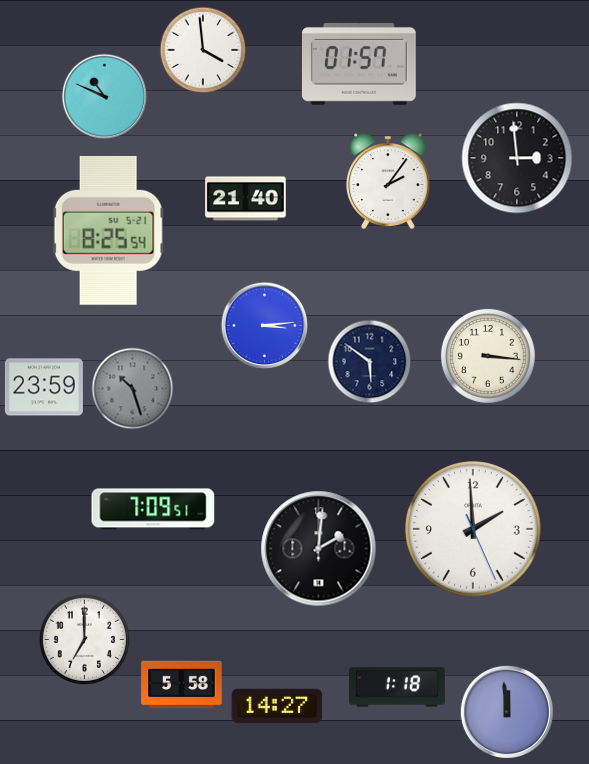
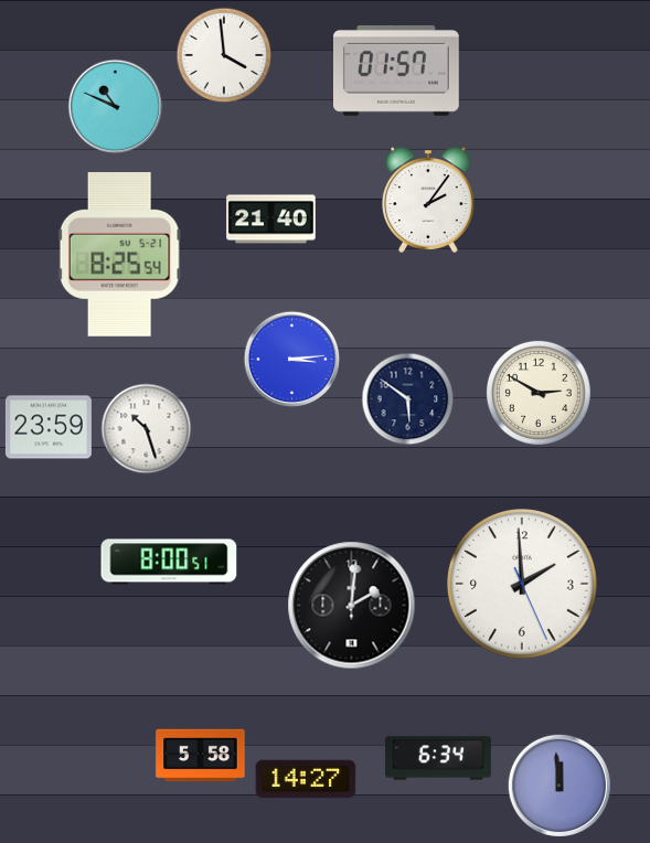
clock at (517, 158): 2:59 -> none
clock at (488, 356): 3:16 -> 2:50
clock at (133, 389) dial: grey -> white
clock at (153, 509): 7:09 -> 8:00
clock at (84, 639): 7:00 -> none
clock at (398, 687): 1:18 -> 6:34
